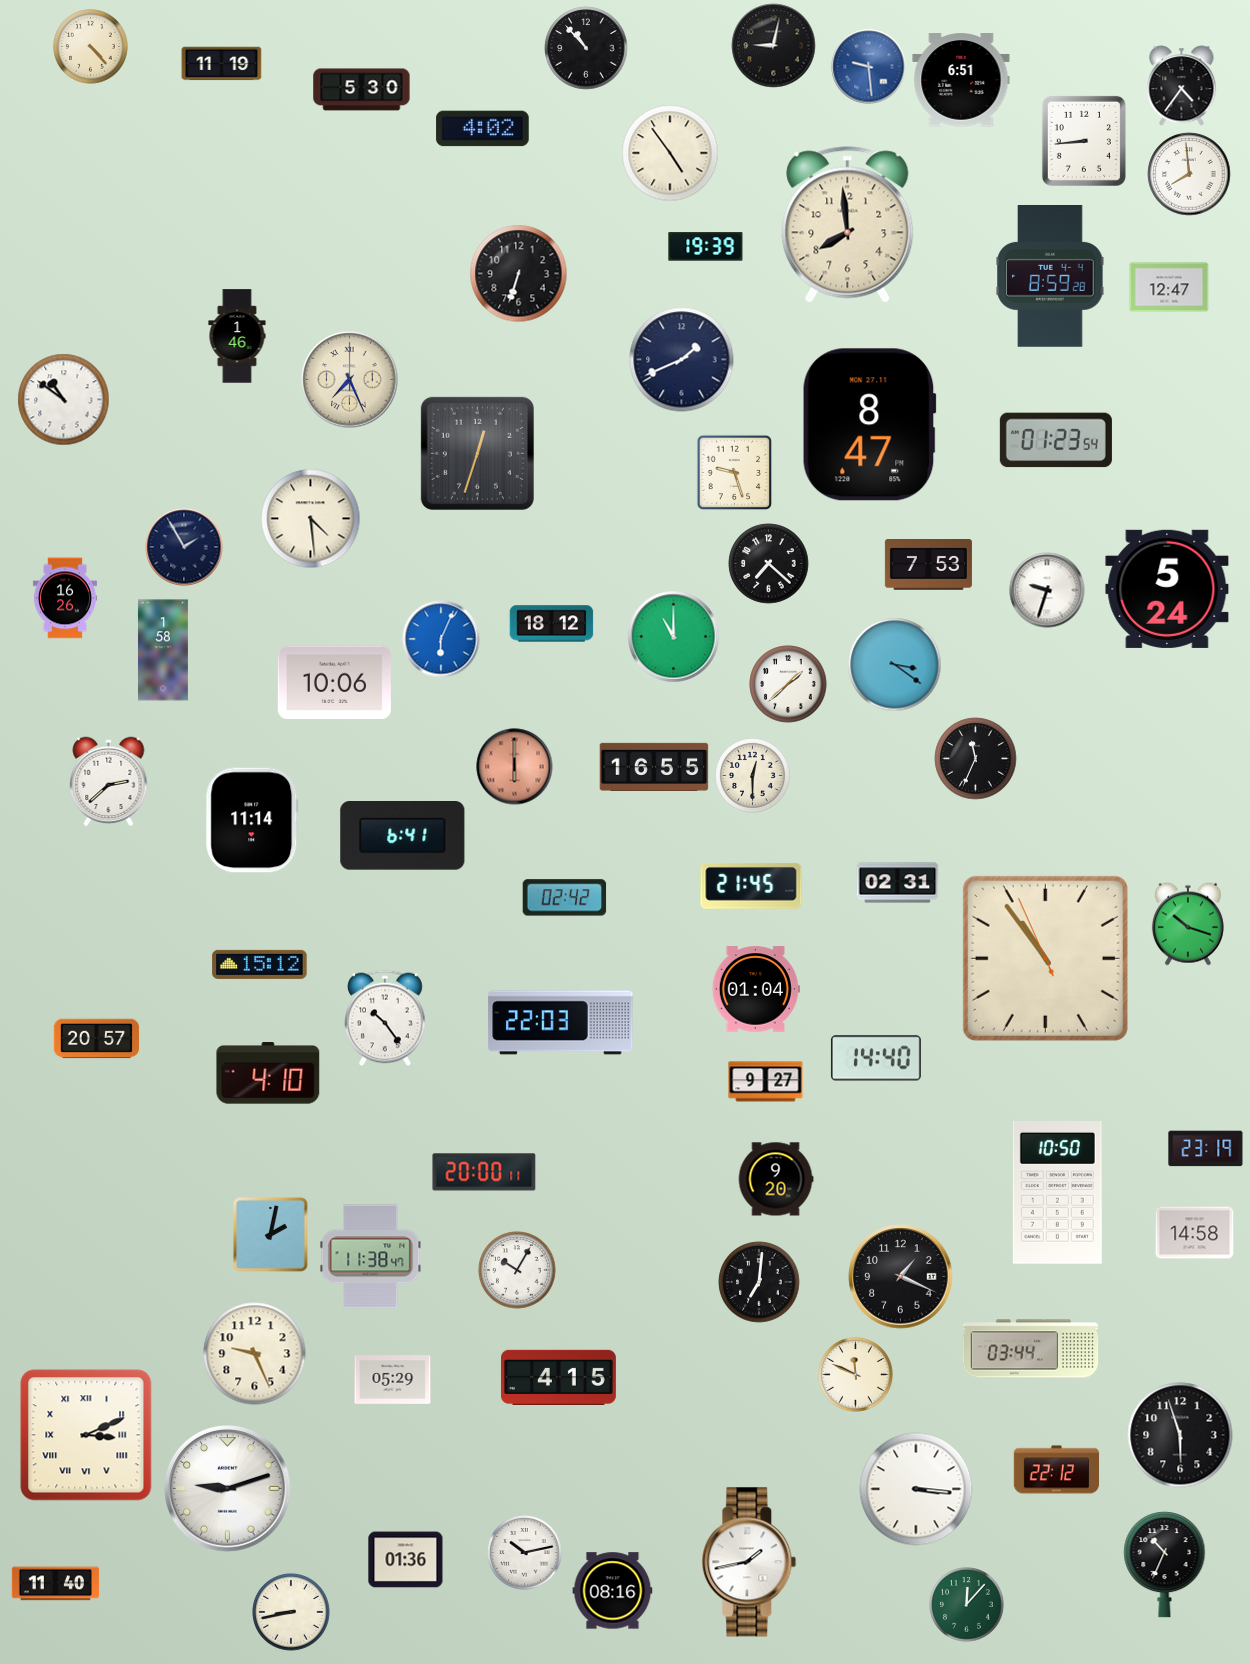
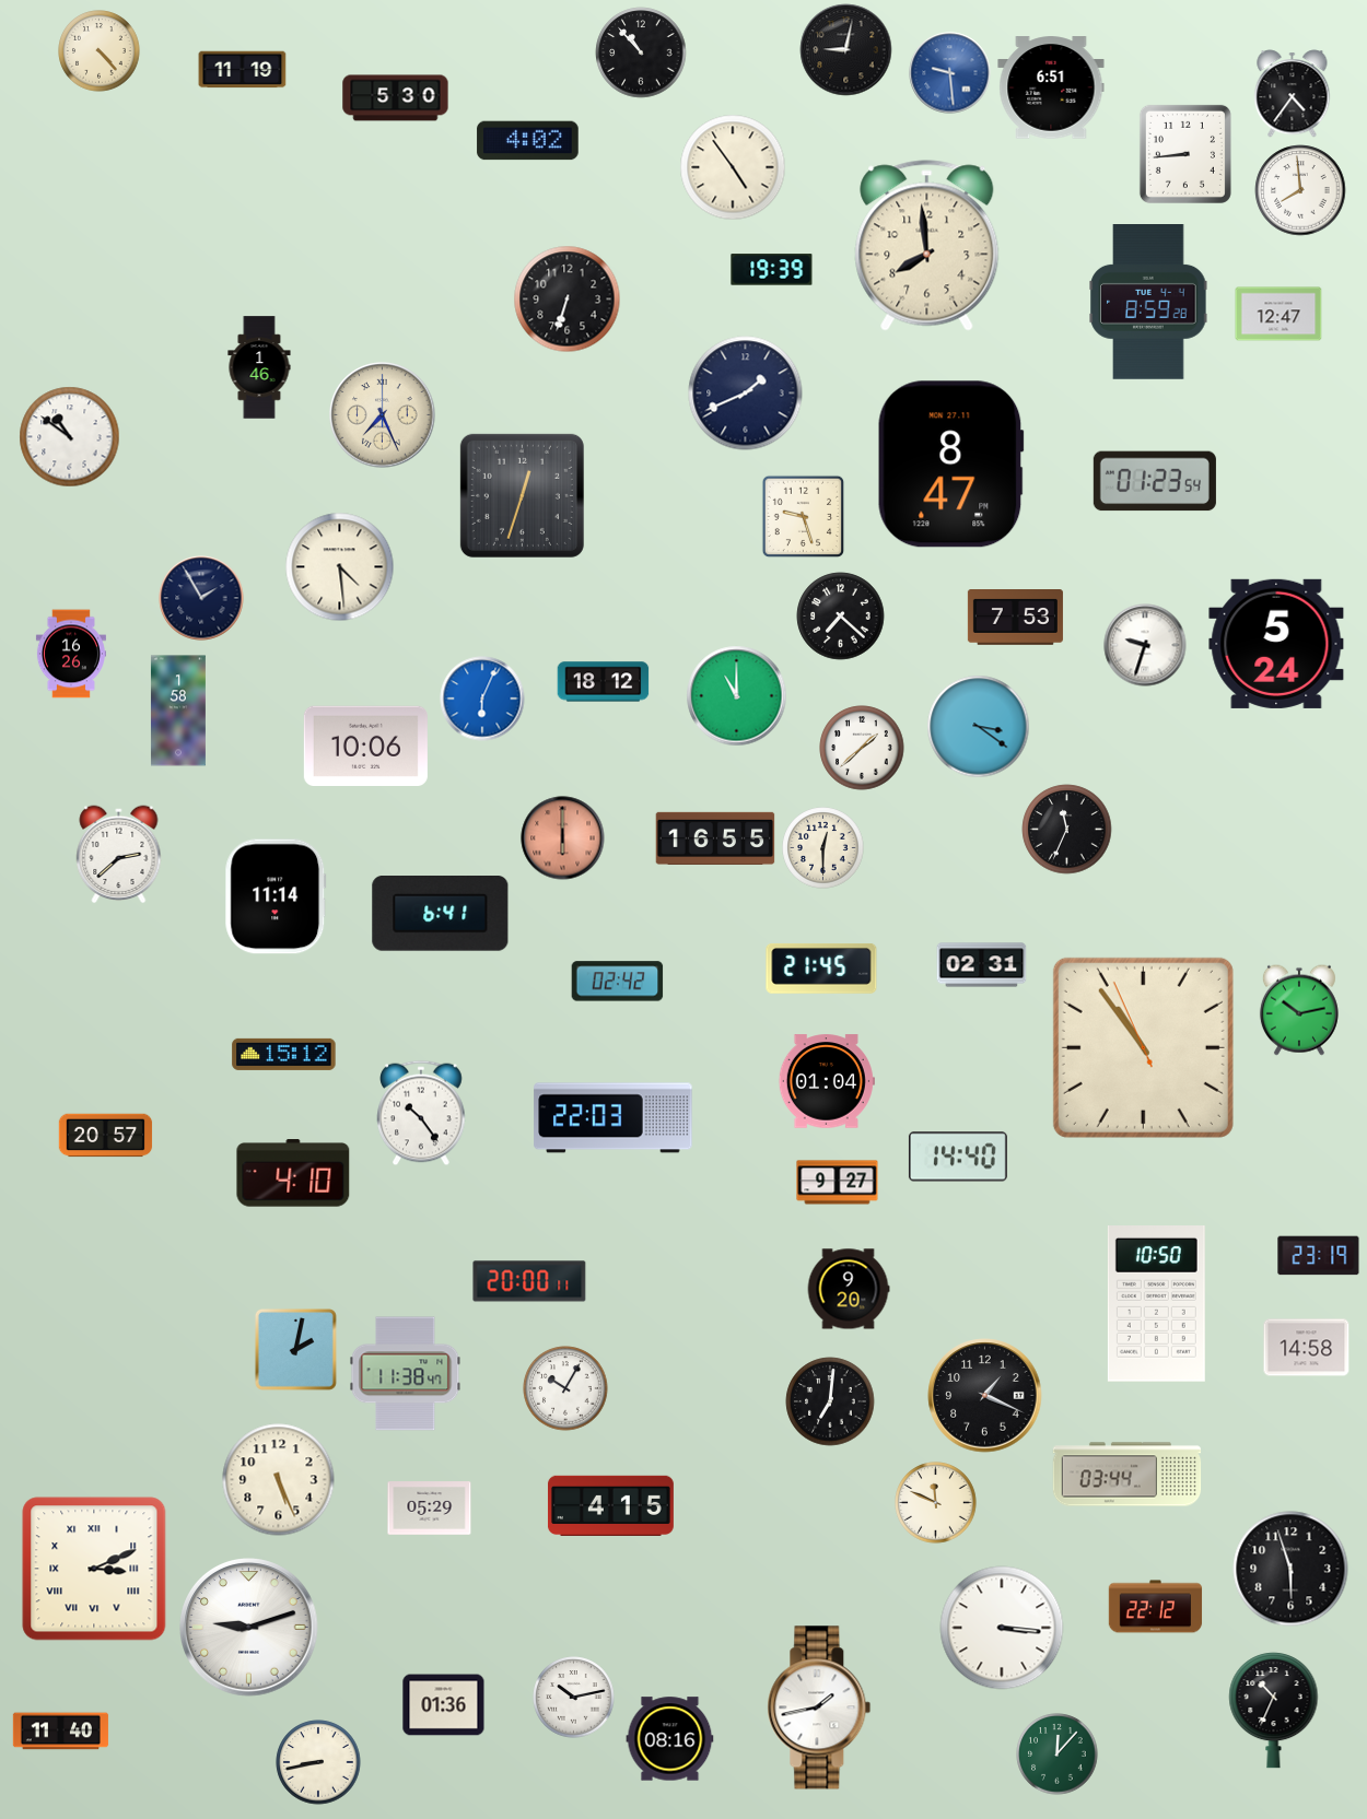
clock at (1188, 924): 10:18 -> 10:13
clock at (255, 1354): 9:26 -> 5:26
